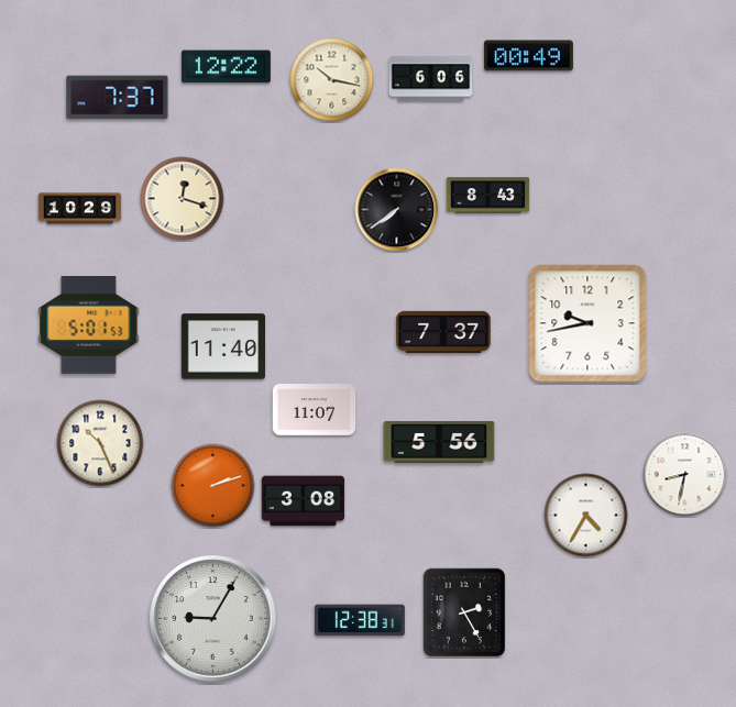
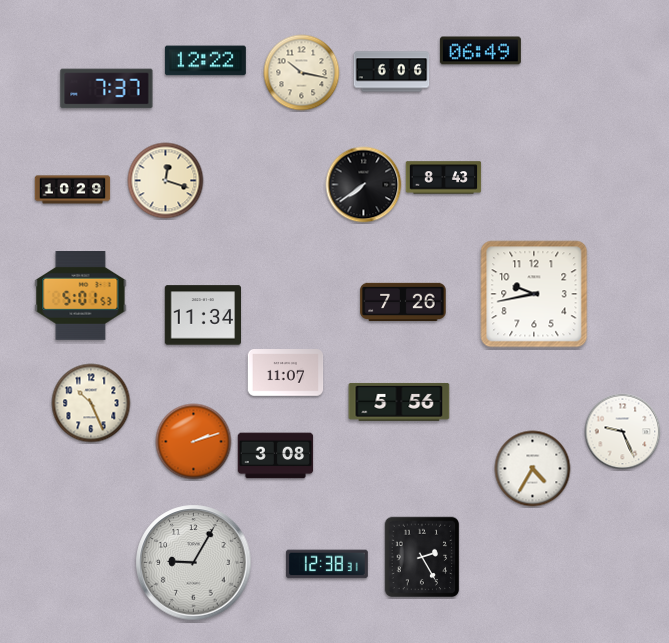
clock at (528, 56): 00:49 -> 06:49
clock at (397, 210) position: (397, 210) -> (364, 185)
clock at (443, 331): 7:37 -> 7:26
clock at (223, 346): 11:40 -> 11:34
clock at (685, 475): 8:32 -> 9:26
